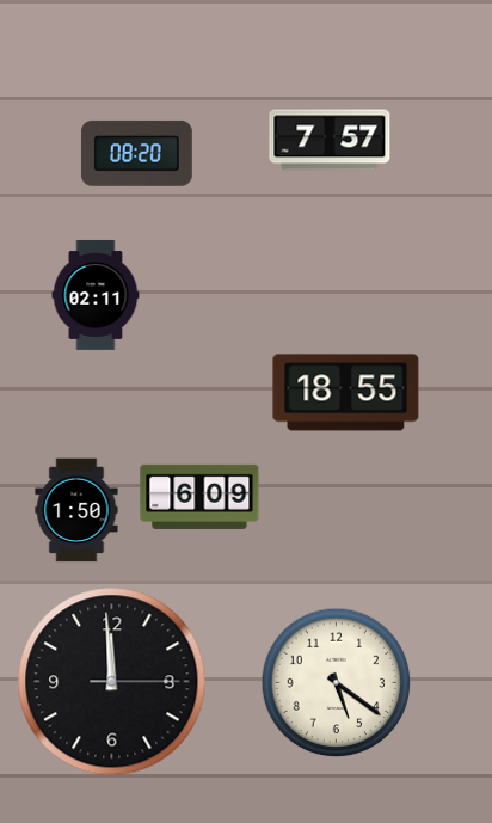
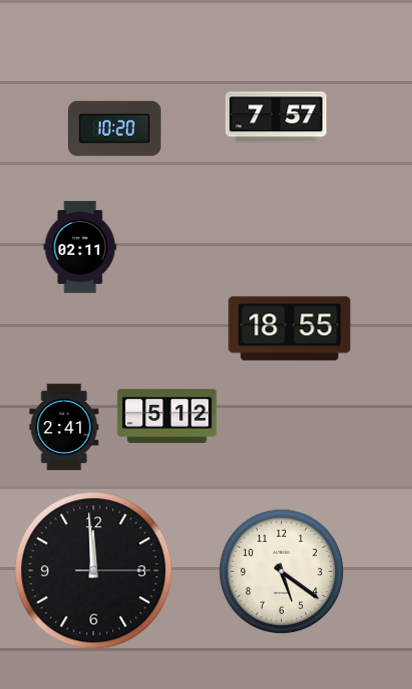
clock at (136, 153): 08:20 -> 10:20
clock at (199, 497): 6:09 -> 5:12
clock at (76, 510): 1:50 -> 2:41
